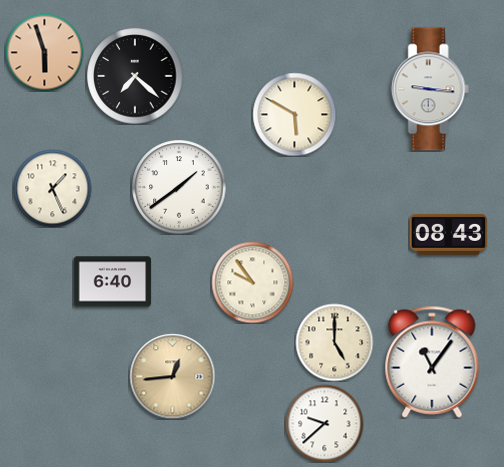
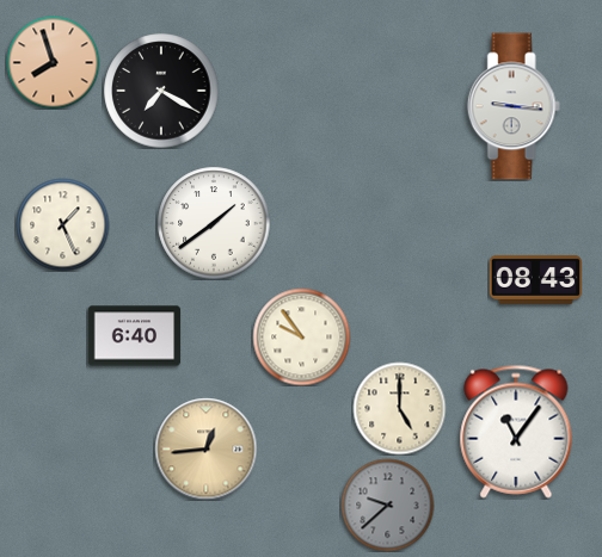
clock at (44, 52): 5:57 -> 7:57
clock at (135, 76): 7:22 -> 7:20
clock at (294, 114): 5:50 -> none
clock at (324, 423) dial: white -> grey
